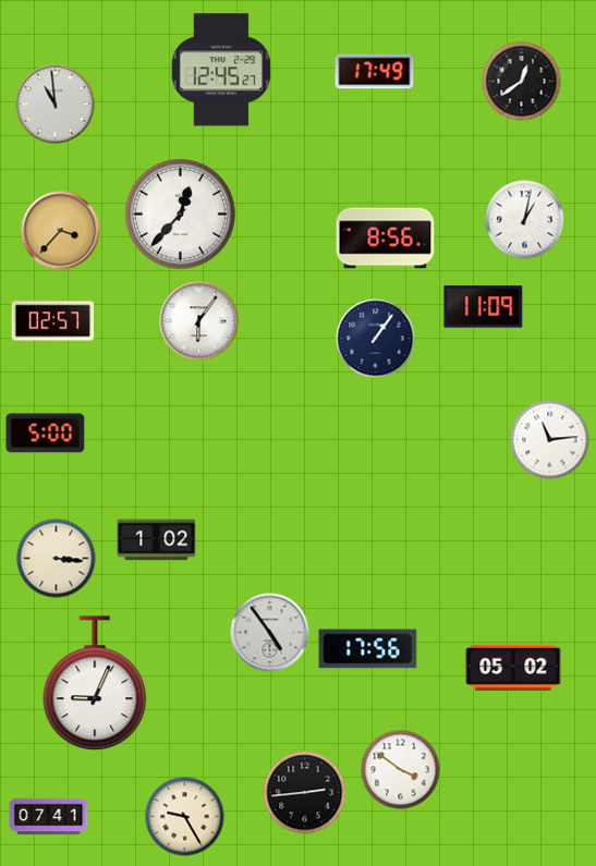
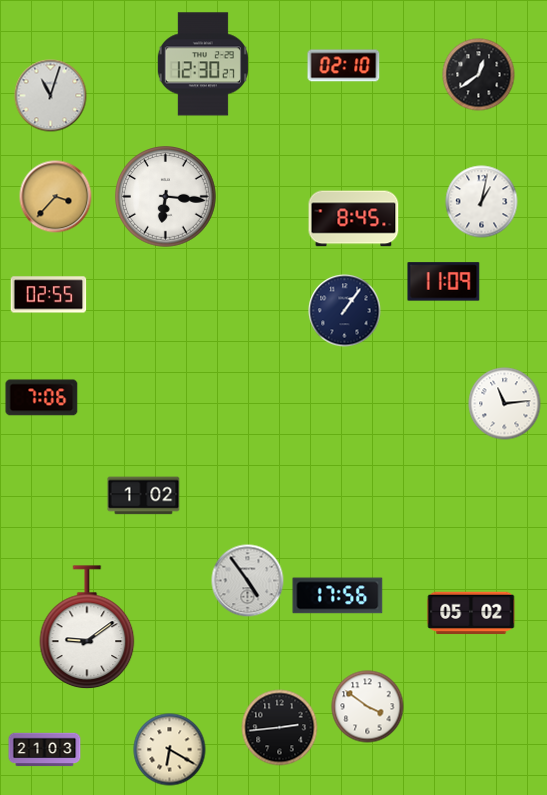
clock at (221, 70): 12:45 -> 12:30
clock at (375, 72): 17:49 -> 02:10
clock at (56, 105): 10:59 -> 11:03
clock at (181, 215): 12:37 -> 6:16
clock at (61, 231) position: (61, 231) -> (56, 197)
clock at (386, 239): 8:56 -> 8:45
clock at (53, 321): 02:57 -> 02:55
clock at (199, 321): 6:06 -> none
clock at (46, 434): 5:00 -> 7:06
clock at (57, 559): 3:16 -> none
clock at (95, 683): 9:04 -> 9:09
clock at (49, 817): 07:41 -> 21:03
clock at (185, 817): 9:25 -> 6:20
